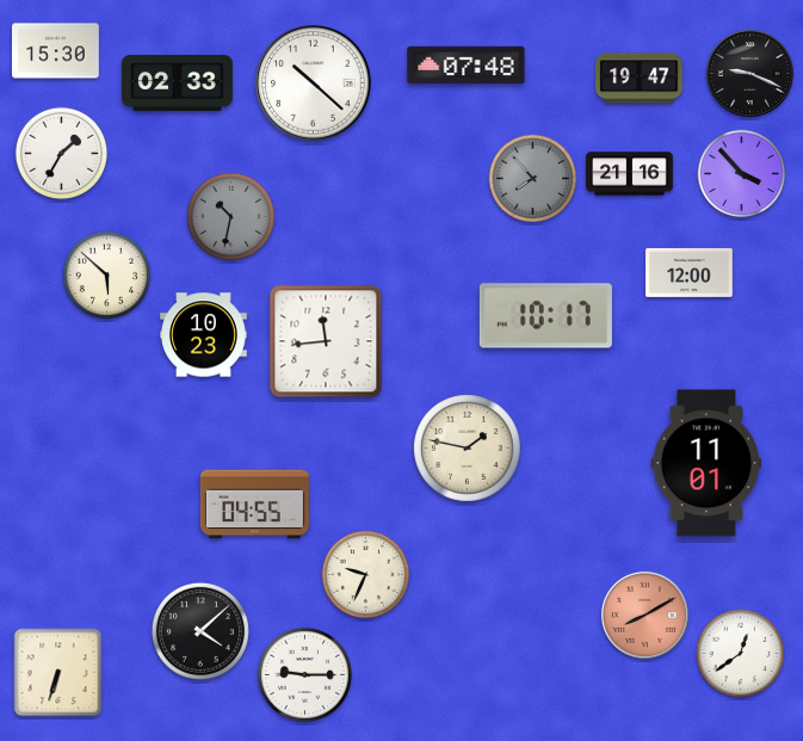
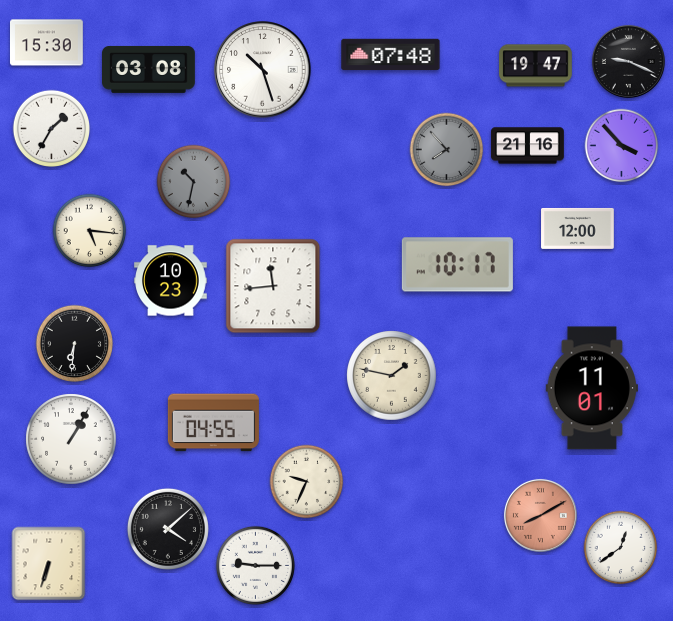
clock at (178, 82): 02:33 -> 03:08
clock at (314, 84): 10:22 -> 10:27
clock at (107, 276): 5:52 -> 5:16
clock at (75, 344): none -> 6:31
clock at (71, 439): none -> 1:05
